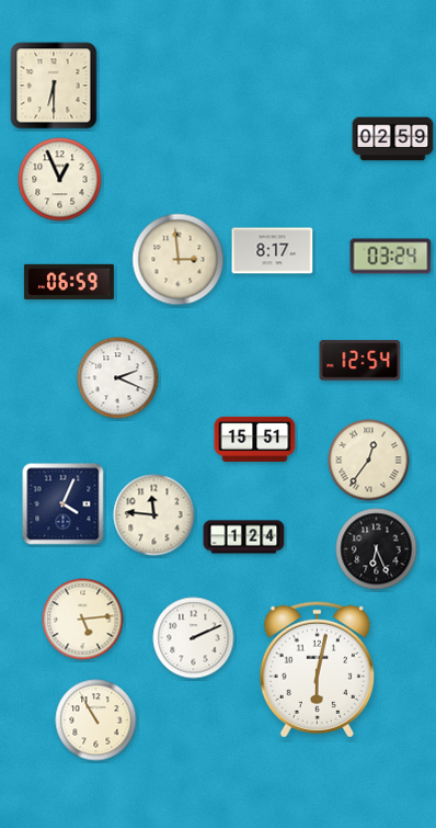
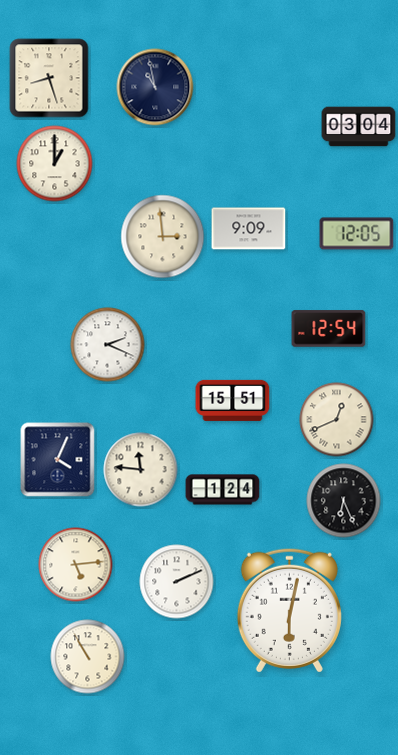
clock at (54, 86): 6:30 -> 8:27
clock at (155, 87): none -> 10:58
clock at (393, 139): 02:59 -> 03:04
clock at (60, 180): 12:56 -> 1:00
clock at (273, 251): 8:17 -> 9:09
clock at (391, 257): 03:24 -> 12:05
clock at (69, 281): 06:59 -> none
clock at (369, 461): 12:36 -> 12:41
